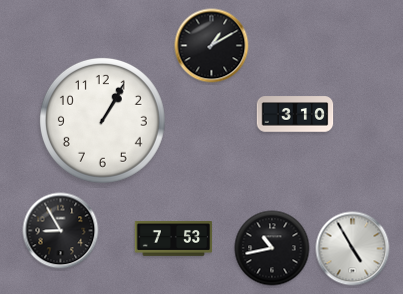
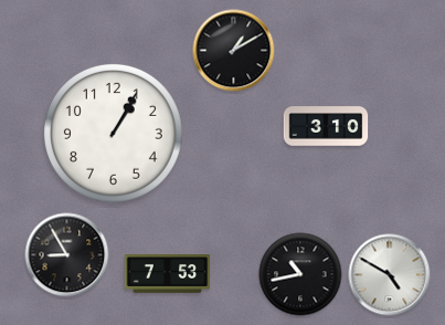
clock at (174, 239) position: (174, 239) -> (168, 274)
clock at (353, 249): 4:55 -> 4:50
